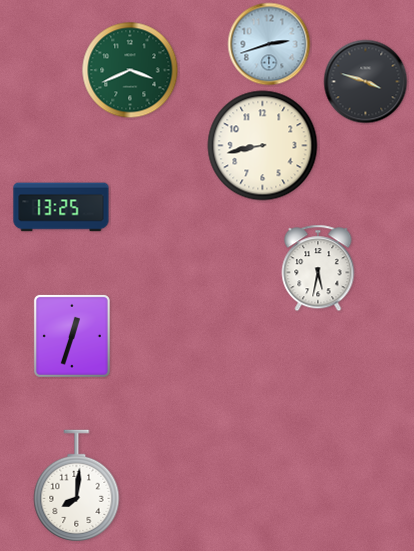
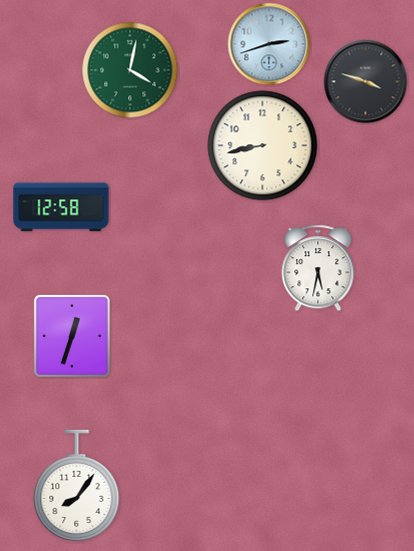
clock at (130, 70): 3:41 -> 4:02
clock at (61, 207): 13:25 -> 12:58
clock at (77, 486): 8:01 -> 8:06
